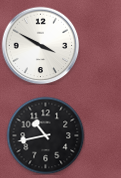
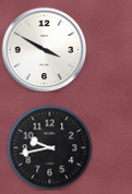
clock at (45, 135): 10:43 -> 9:43
